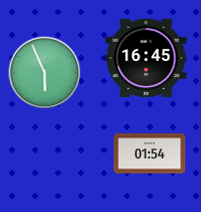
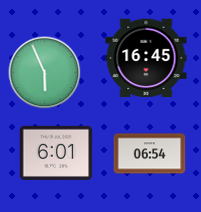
clock at (56, 153): none -> 6:01
clock at (150, 154): 01:54 -> 06:54
